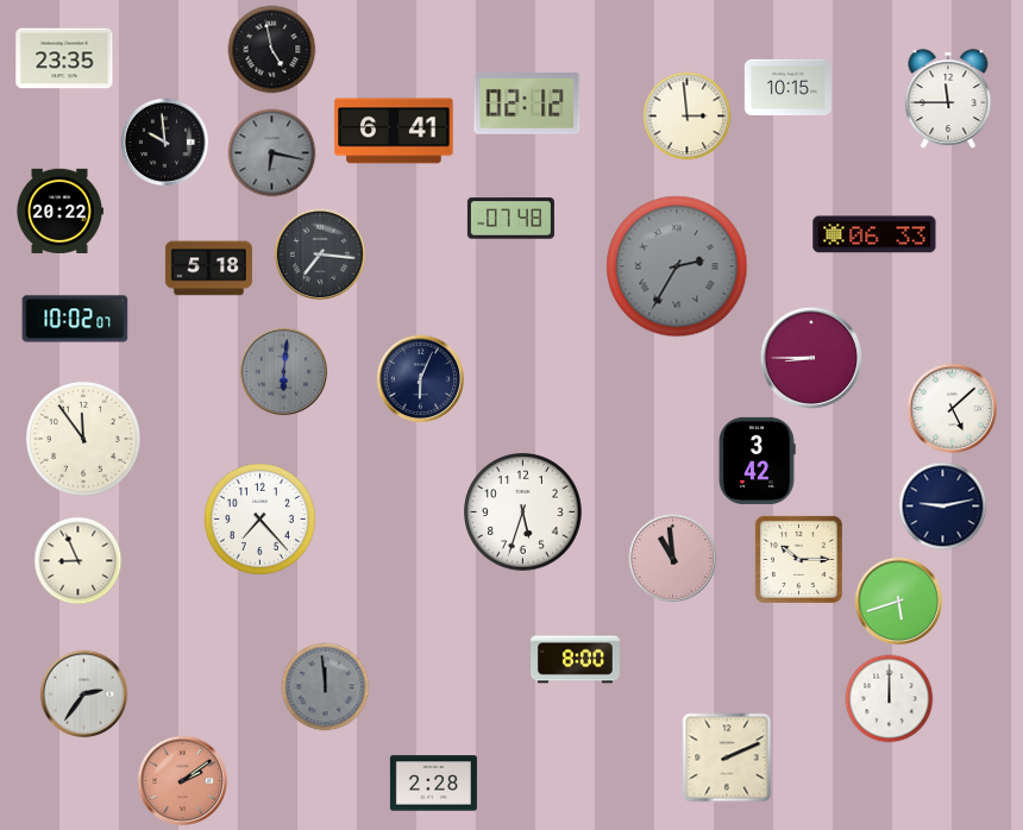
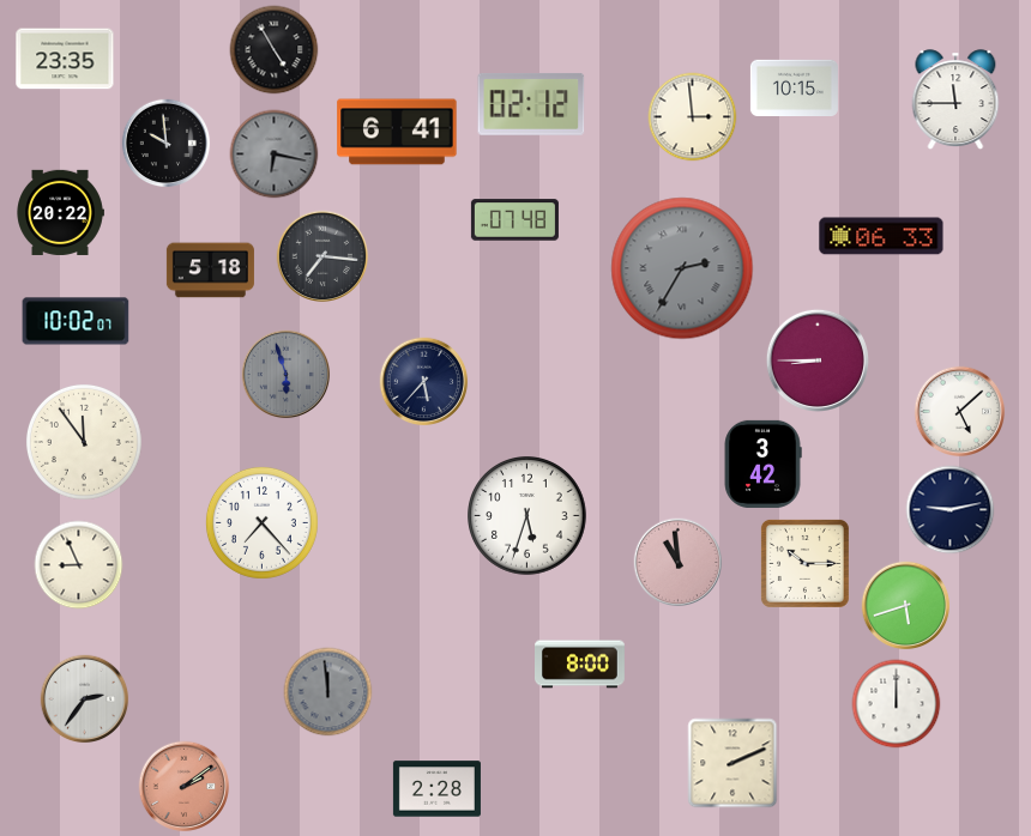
clock at (272, 50): 4:58 -> 4:55
clock at (284, 372): 6:01 -> 5:57
clock at (421, 379): 6:04 -> 5:37
